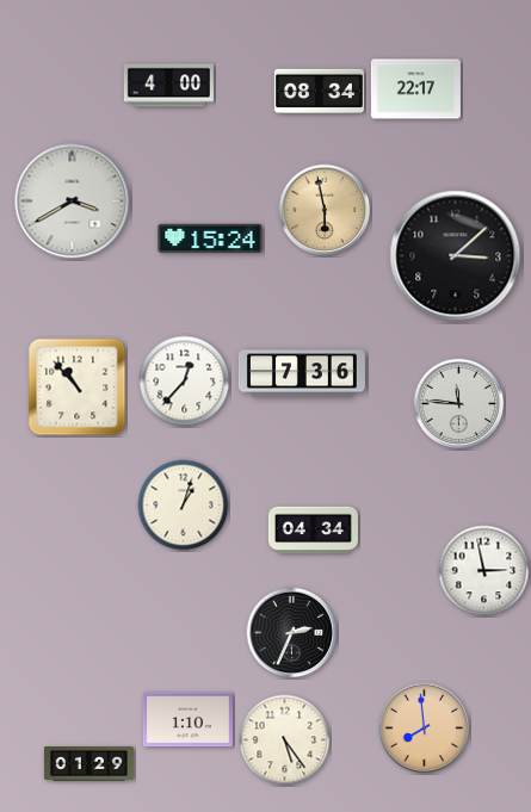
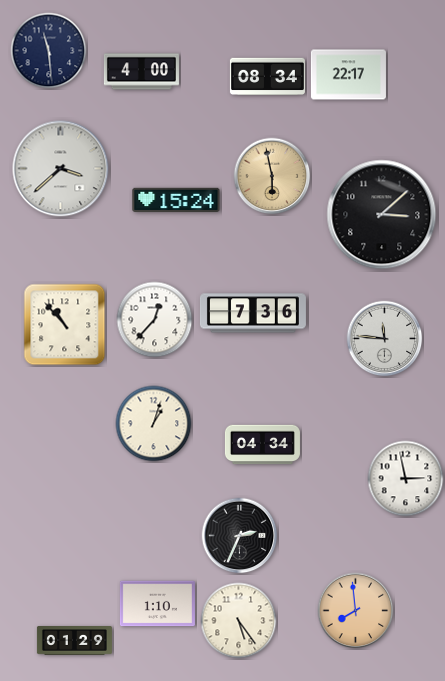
clock at (49, 51): none -> 11:29
clock at (73, 202): 3:40 -> 3:38
clock at (292, 633) position: (292, 633) -> (240, 536)
